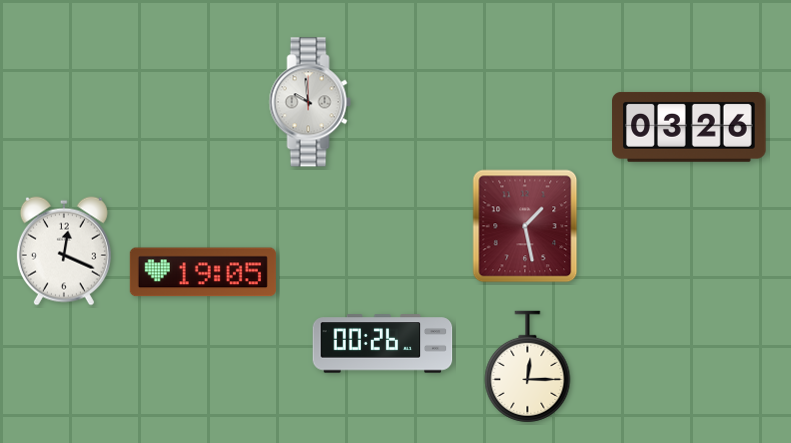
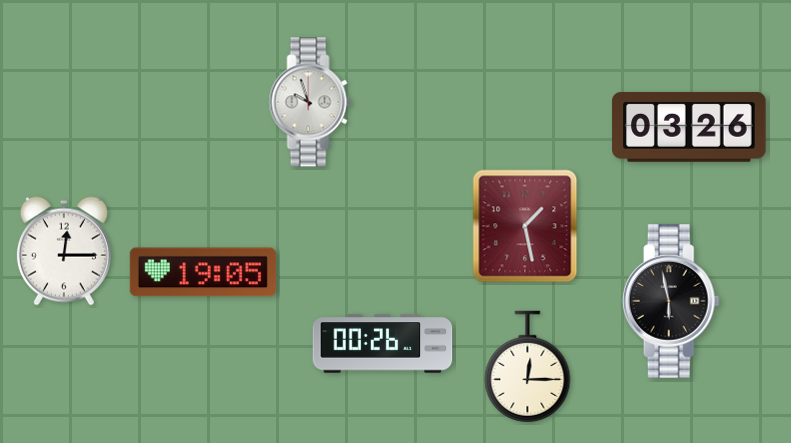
clock at (310, 102): 9:59 -> 9:57
clock at (64, 251): 12:19 -> 12:15
clock at (671, 301): none -> 5:58
